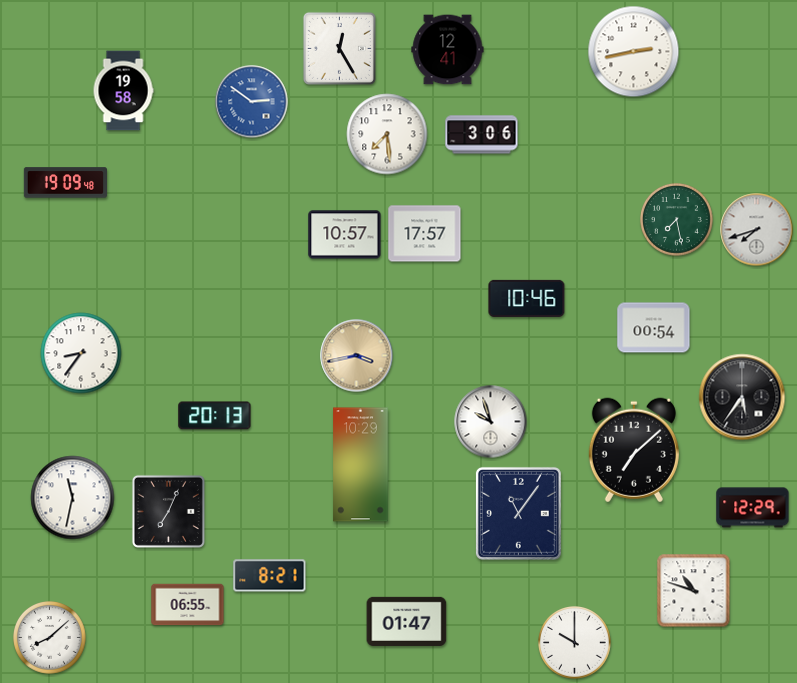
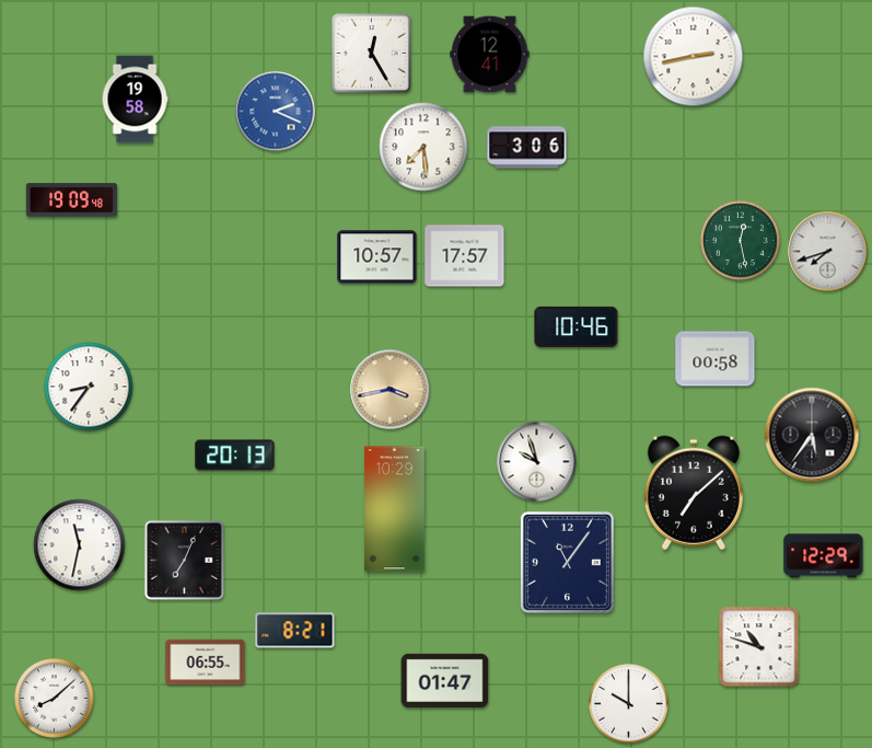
clock at (252, 102): 2:51 -> 2:19
clock at (677, 220): 7:28 -> 12:28
clock at (654, 328): 00:54 -> 00:58
